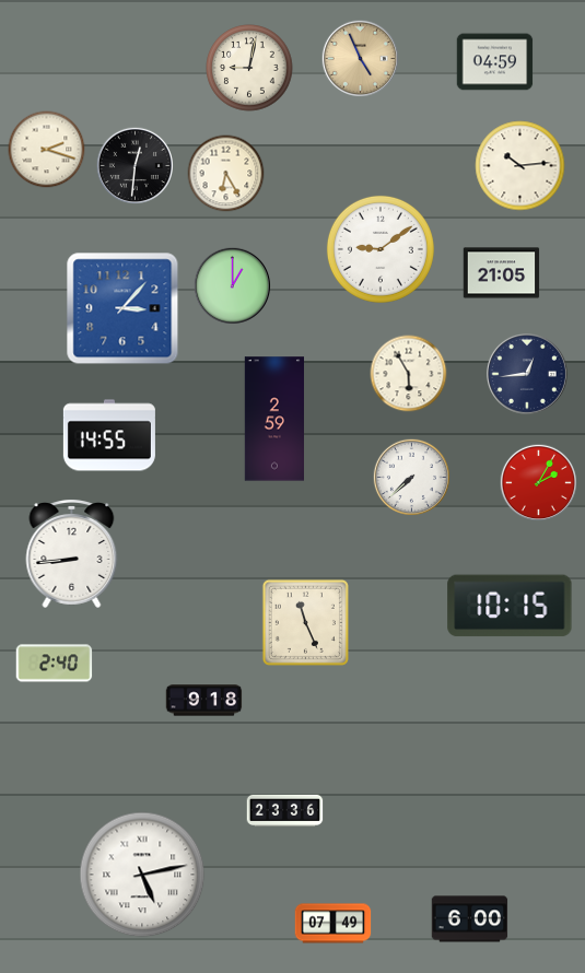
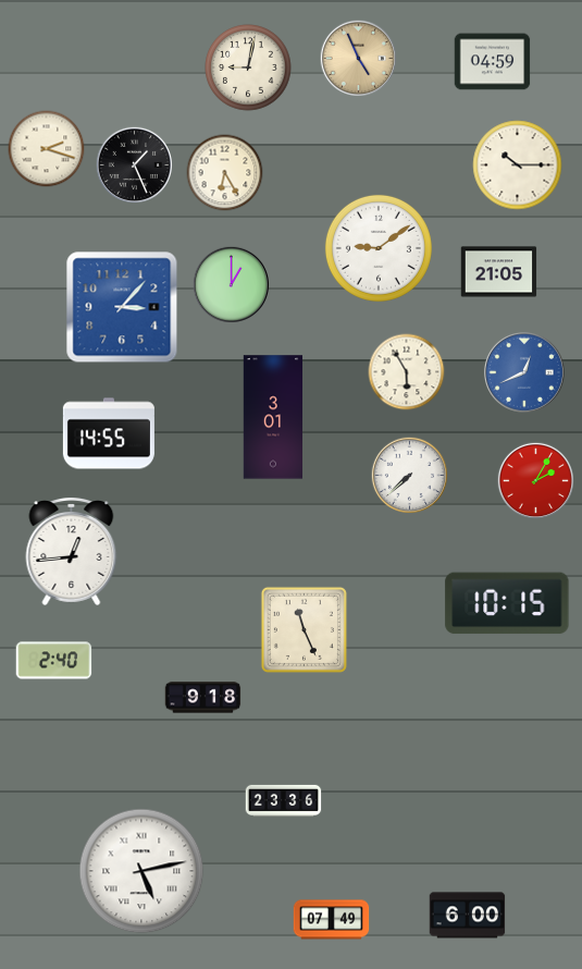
clock at (134, 165): 12:31 -> 1:26
clock at (520, 166): 10:14 -> 10:15
clock at (528, 375): 12:44 -> 12:41
clock at (528, 375) dial: navy -> blue
clock at (273, 419): 2:59 -> 3:01
clock at (72, 554): 8:44 -> 12:44
clock at (305, 622) position: (305, 622) -> (304, 629)
clock at (285, 810) position: (285, 810) -> (284, 800)
